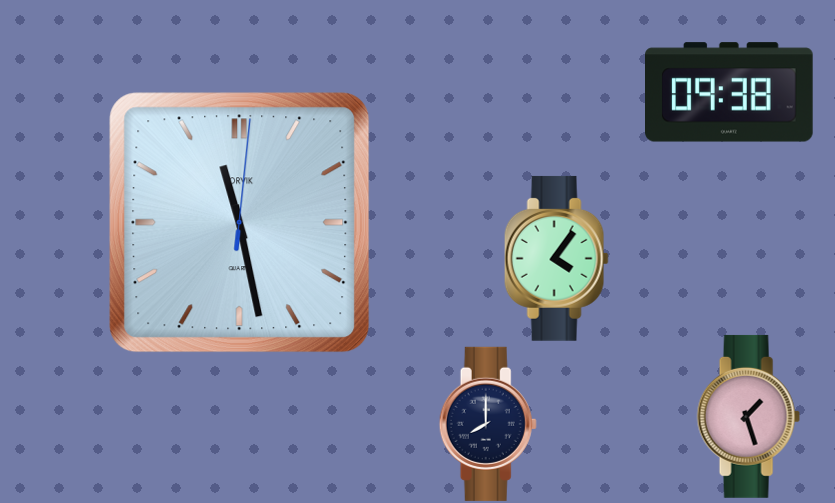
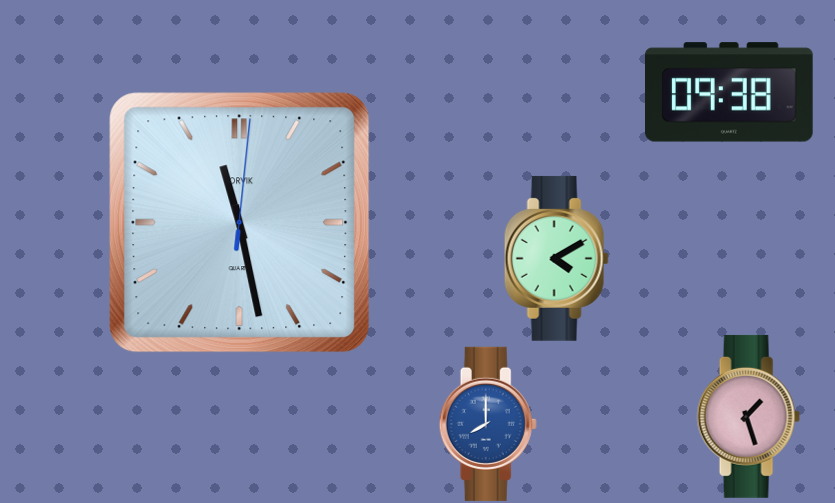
clock at (556, 258): 4:06 -> 4:10
clock at (488, 424) dial: navy -> blue
